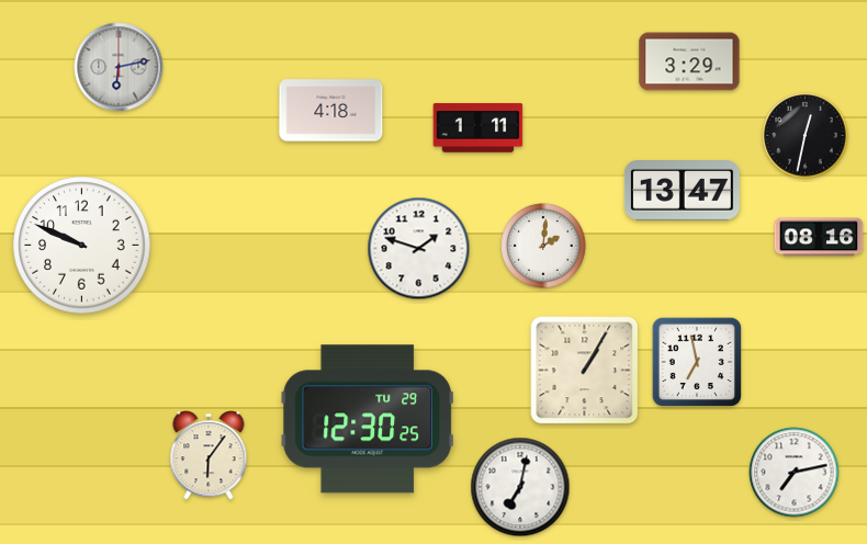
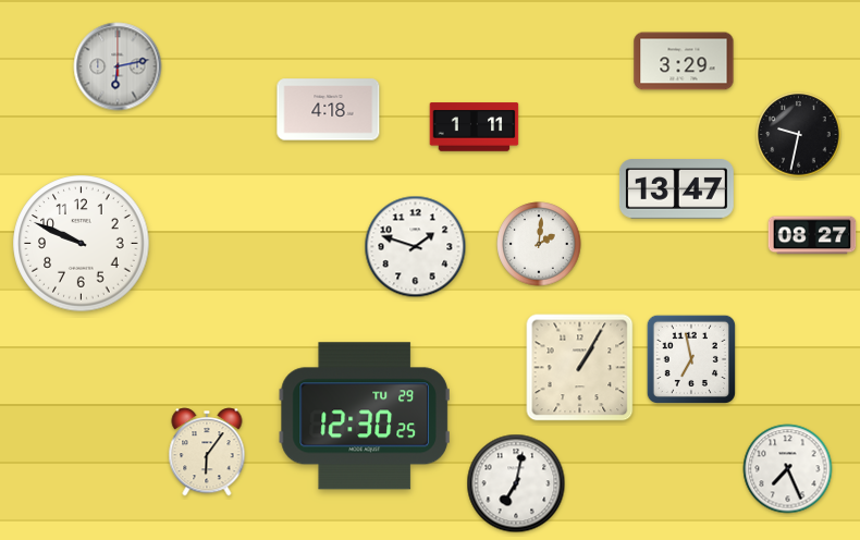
clock at (806, 136): 12:32 -> 9:32
clock at (819, 237): 08:16 -> 08:27
clock at (795, 473): 7:13 -> 7:26
